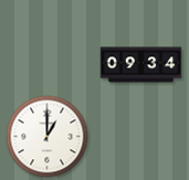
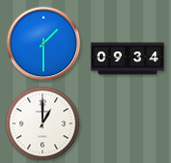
clock at (44, 44): none -> 1:30
